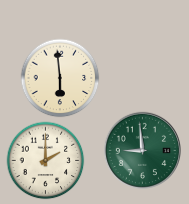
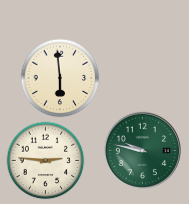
clock at (142, 150): 8:59 -> 9:47
clock at (45, 160): 2:00 -> 2:46
